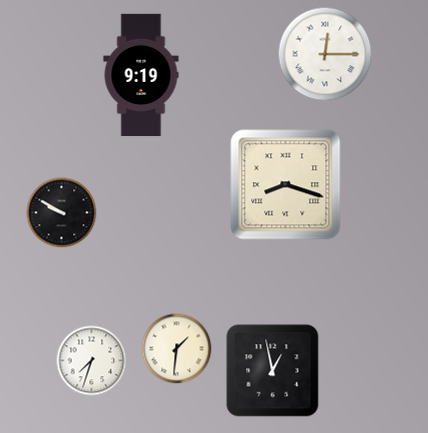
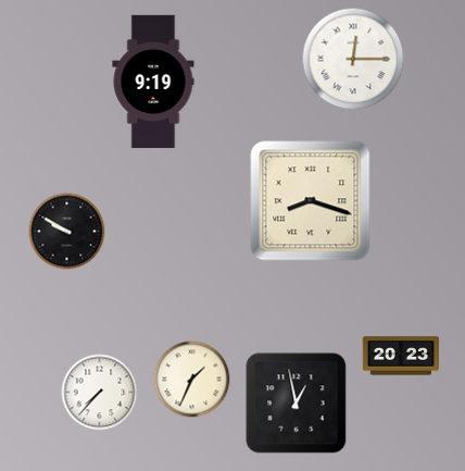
clock at (401, 356): none -> 20:23
clock at (177, 349): 1:31 -> 1:34
clock at (92, 361): 7:33 -> 7:37
